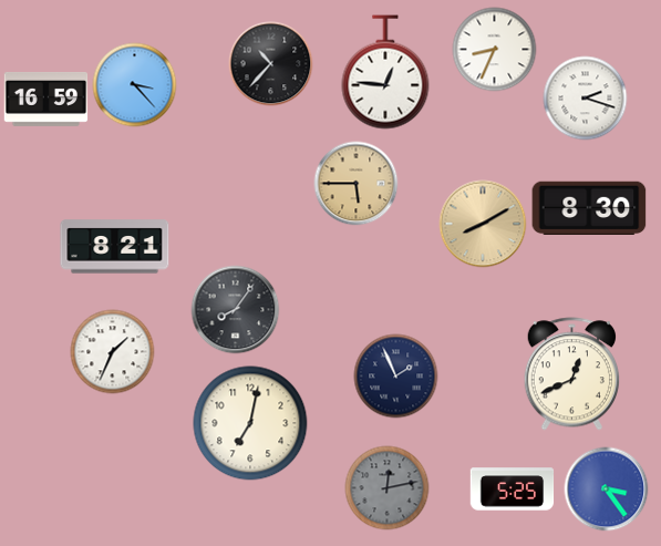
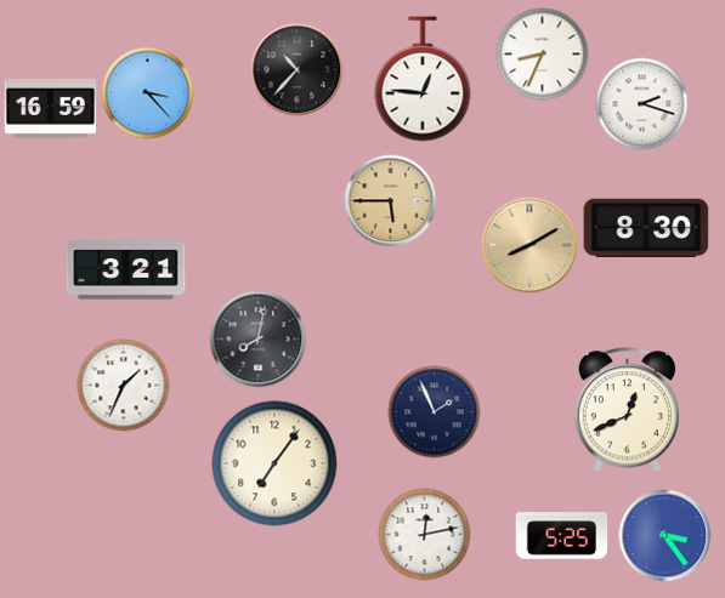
clock at (586, 99) position: (586, 99) -> (642, 104)
clock at (115, 247): 8:21 -> 3:21
clock at (236, 310): 8:06 -> 8:02
clock at (250, 423): 7:02 -> 7:06
clock at (388, 488) dial: grey -> white
